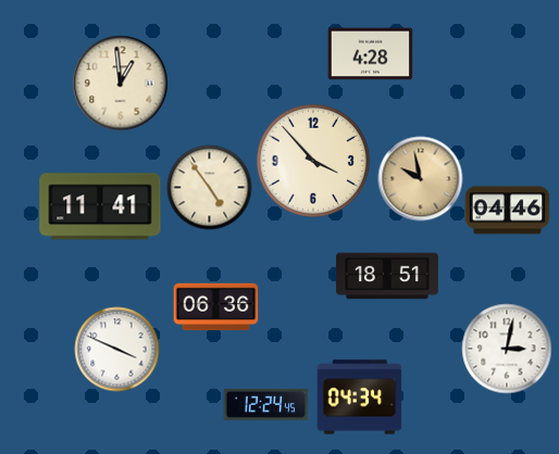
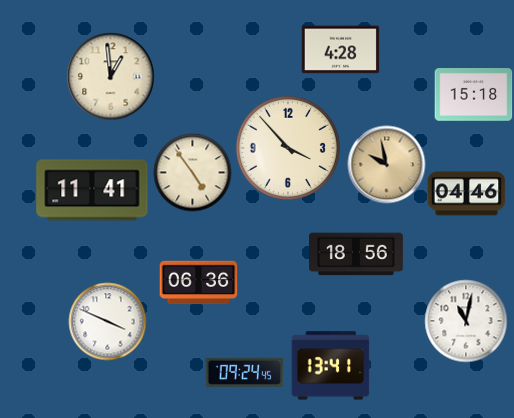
clock at (473, 95): none -> 15:18
clock at (387, 276): 18:51 -> 18:56
clock at (507, 349): 3:02 -> 11:02
clock at (359, 398): 04:34 -> 13:41
clock at (265, 404): 12:24 -> 09:24
